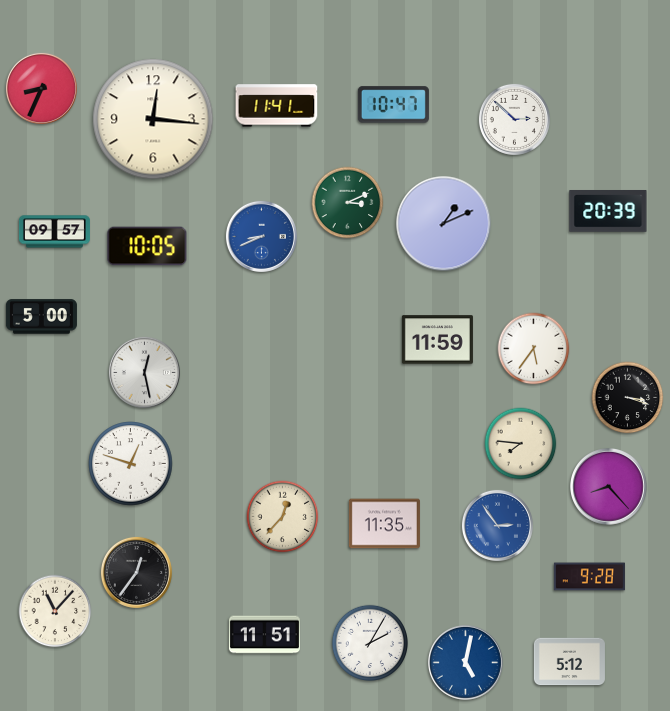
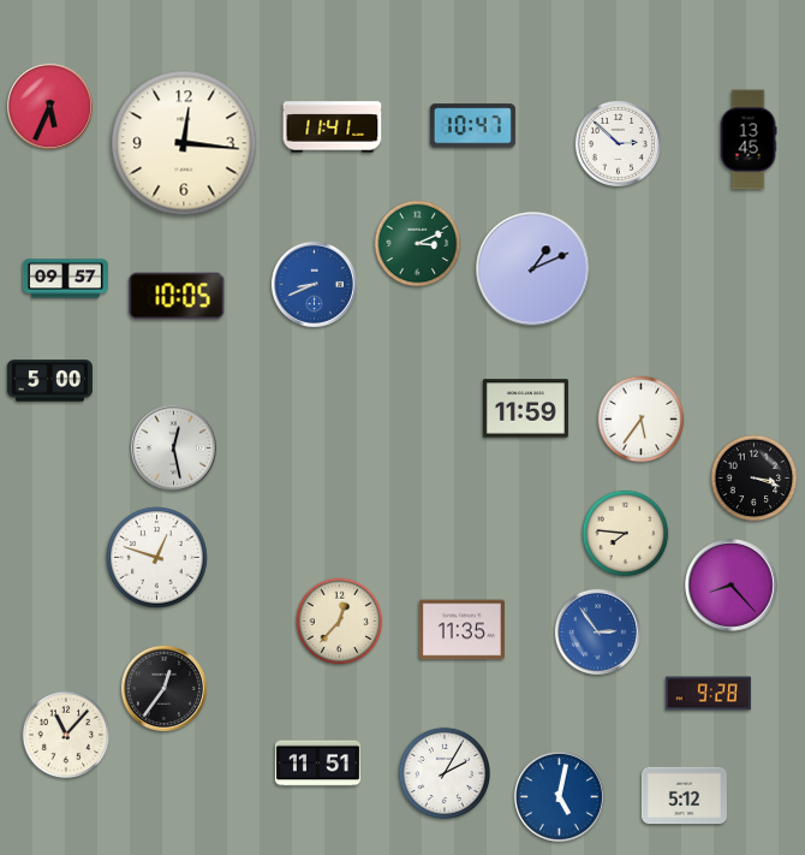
clock at (41, 88): 8:34 -> 5:34
clock at (749, 139): none -> 13:45
clock at (608, 212): 20:39 -> none
